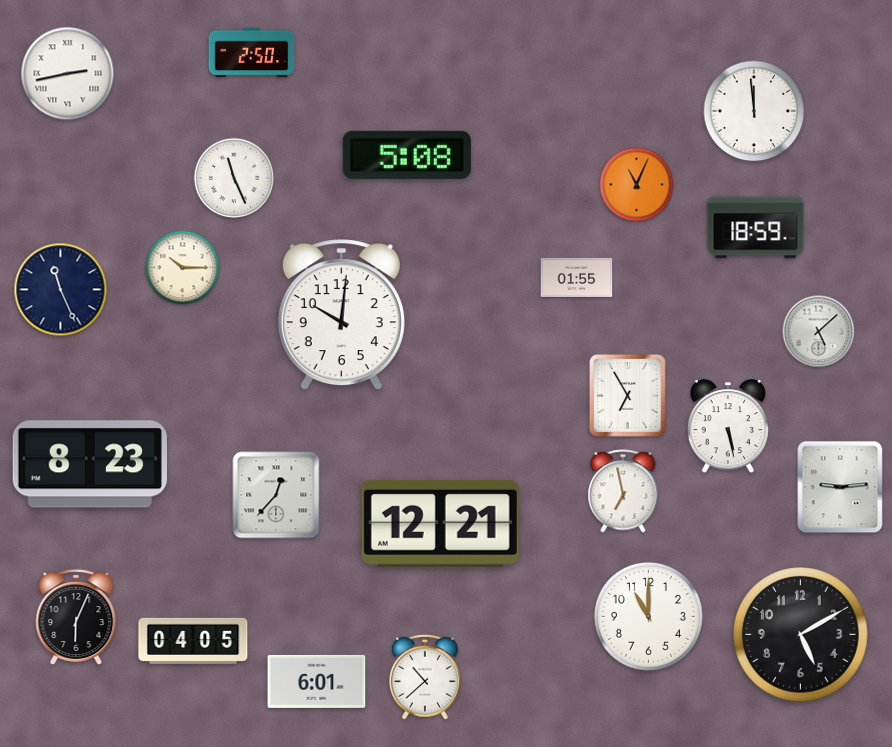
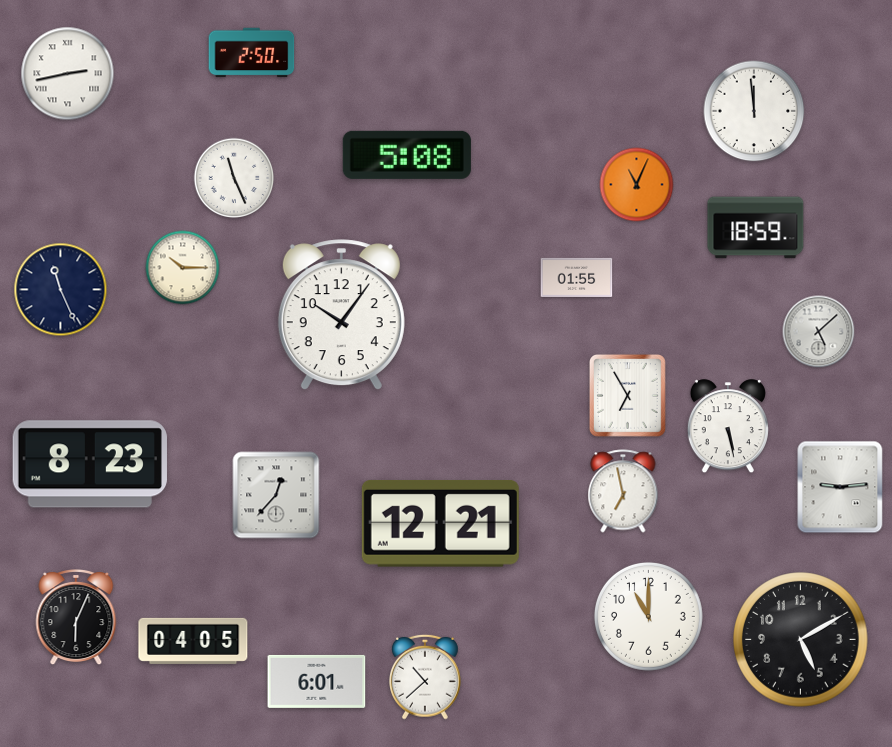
clock at (341, 315): 10:01 -> 10:06
clock at (801, 635) position: (801, 635) -> (801, 640)
